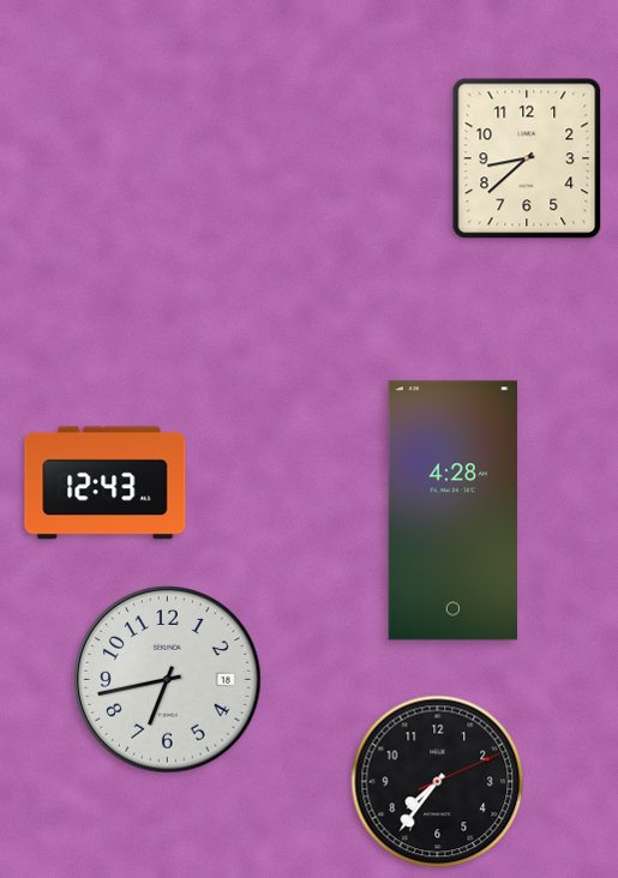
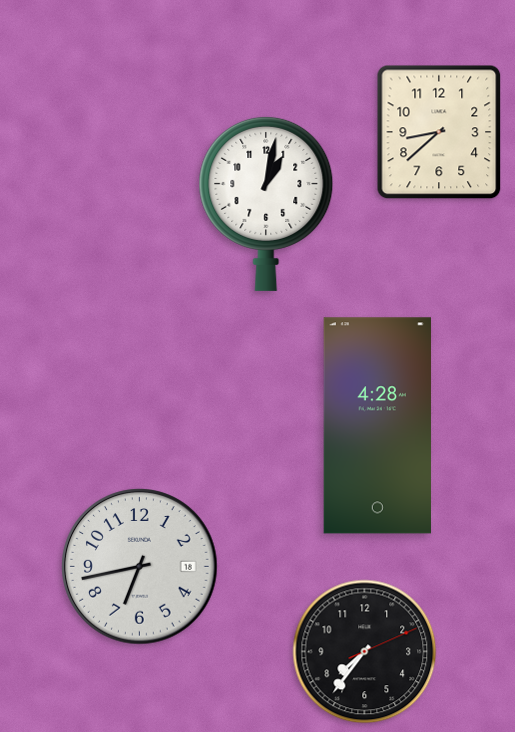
clock at (266, 203): none -> 1:02
clock at (106, 483): 12:43 -> none
